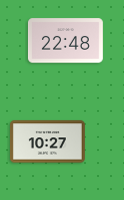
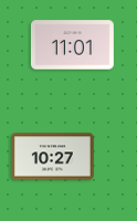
clock at (65, 41): 22:48 -> 11:01
